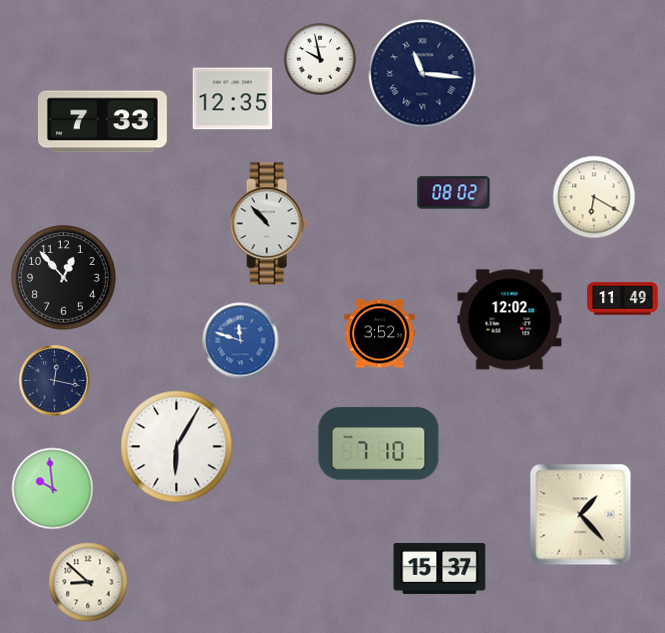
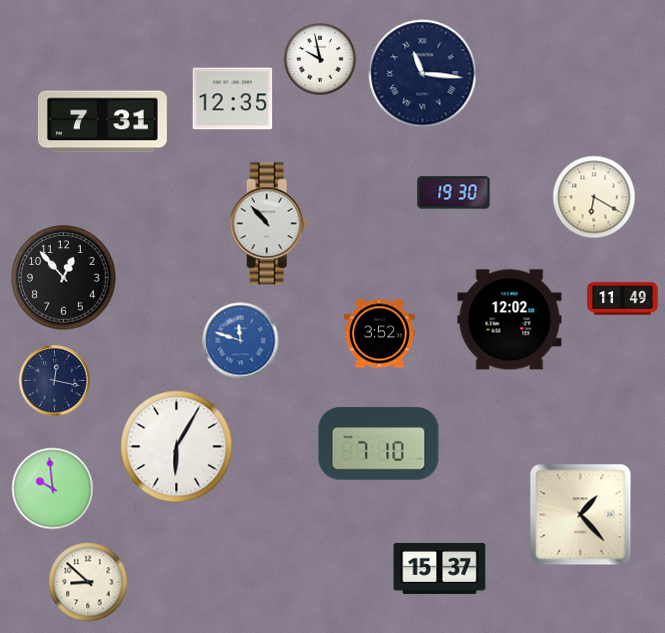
clock at (102, 122): 7:33 -> 7:31
clock at (454, 193): 08:02 -> 19:30
